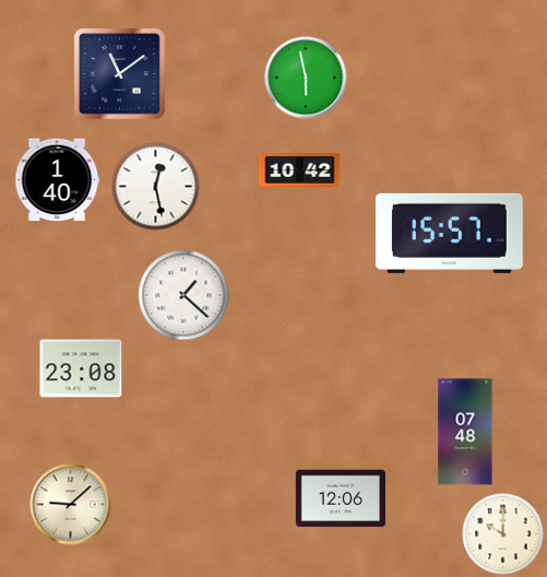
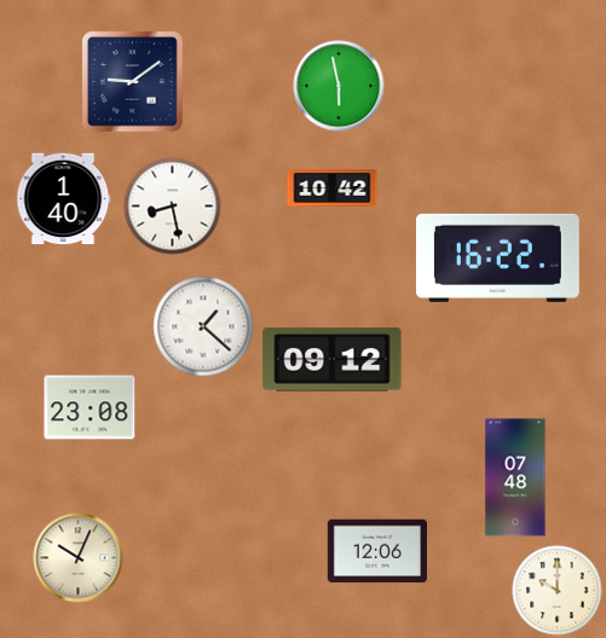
clock at (120, 74): 11:09 -> 9:09
clock at (156, 187): 12:28 -> 8:28
clock at (449, 233): 15:57 -> 16:22
clock at (333, 360): none -> 09:12
clock at (71, 505): 9:08 -> 10:04
